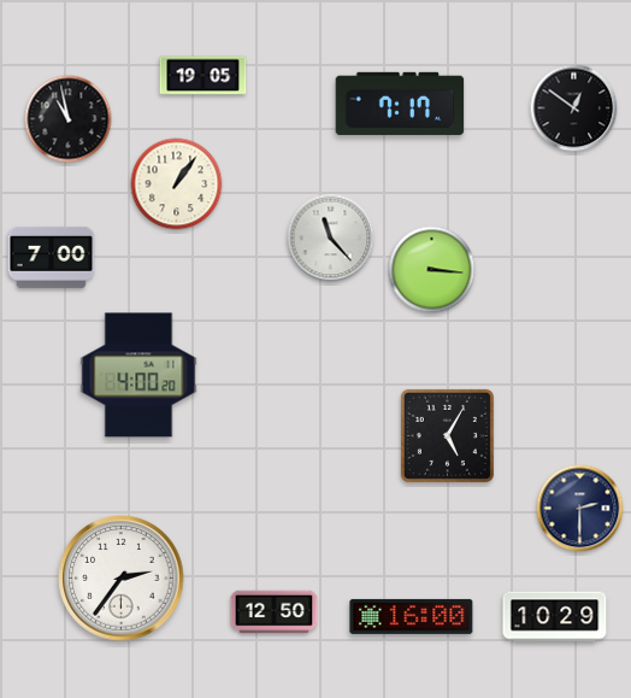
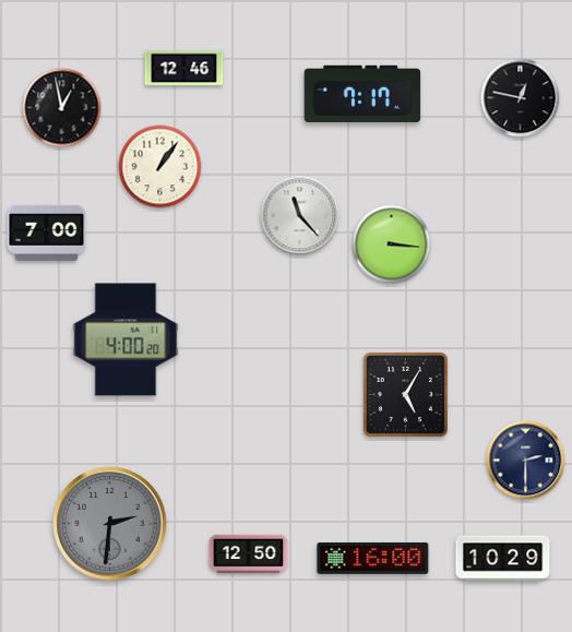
clock at (204, 76): 19:05 -> 12:46
clock at (574, 108): 12:51 -> 12:47
clock at (69, 119): 10:58 -> 12:58
clock at (122, 579): 2:36 -> 2:31
clock at (122, 579) dial: white -> grey
